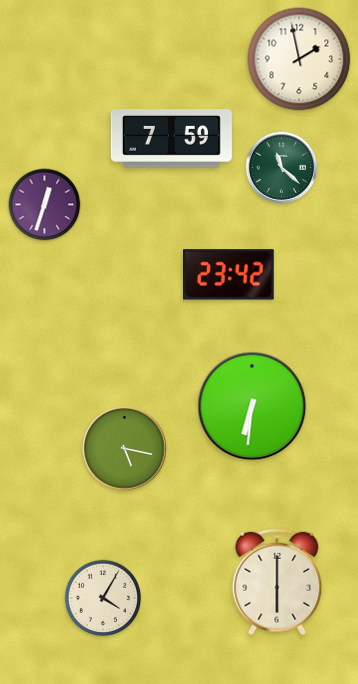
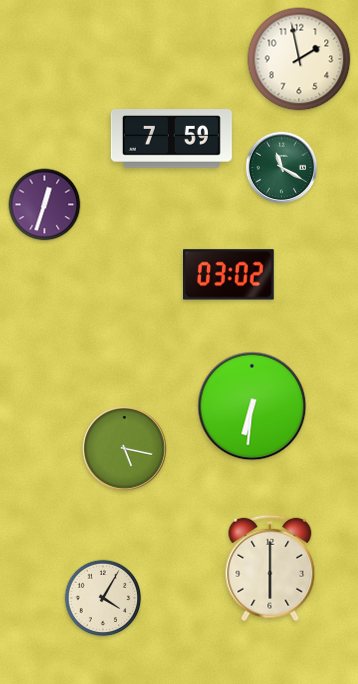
clock at (281, 167): 11:22 -> 11:20
clock at (229, 275): 23:42 -> 03:02
clock at (277, 582) position: (277, 582) -> (270, 568)
